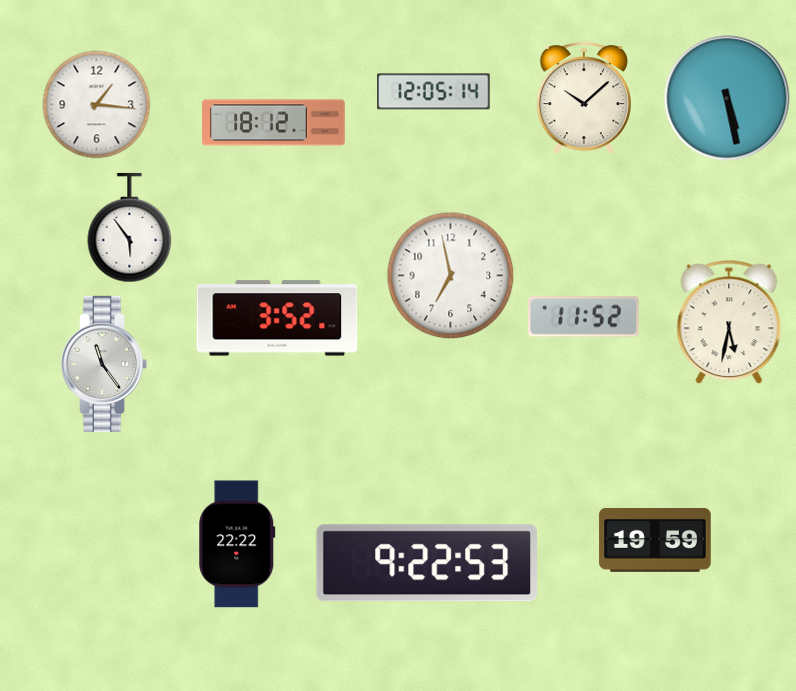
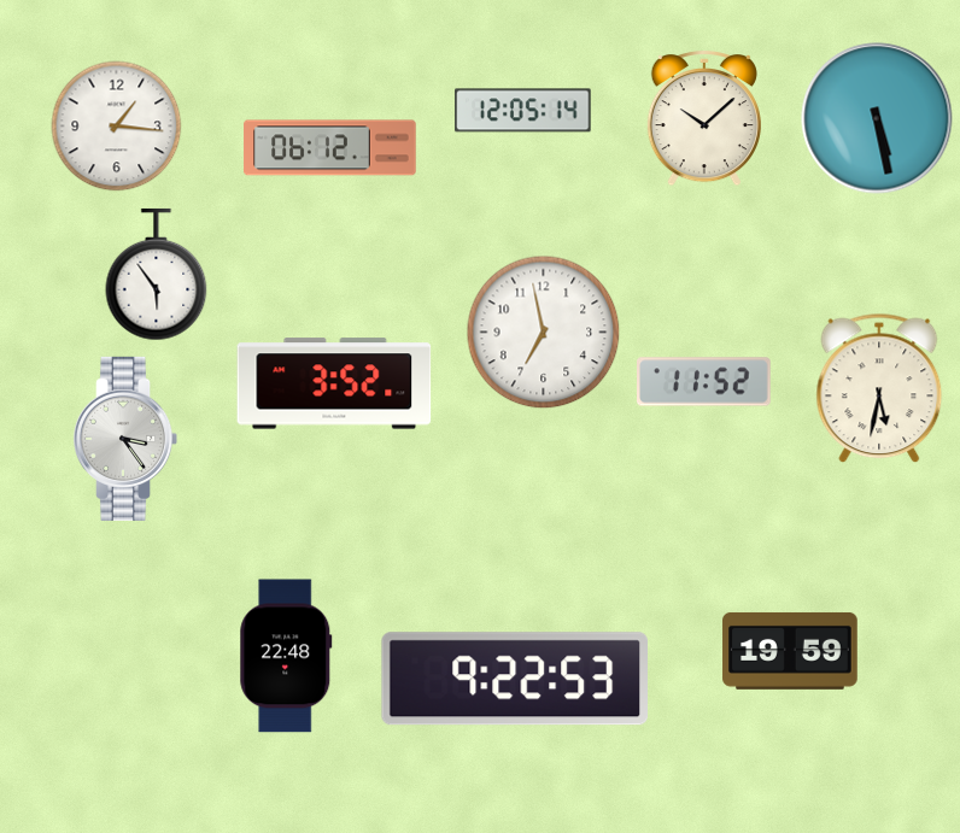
clock at (274, 123): 18:12 -> 06:12
clock at (104, 364): 11:24 -> 3:24
clock at (237, 544): 22:22 -> 22:48
